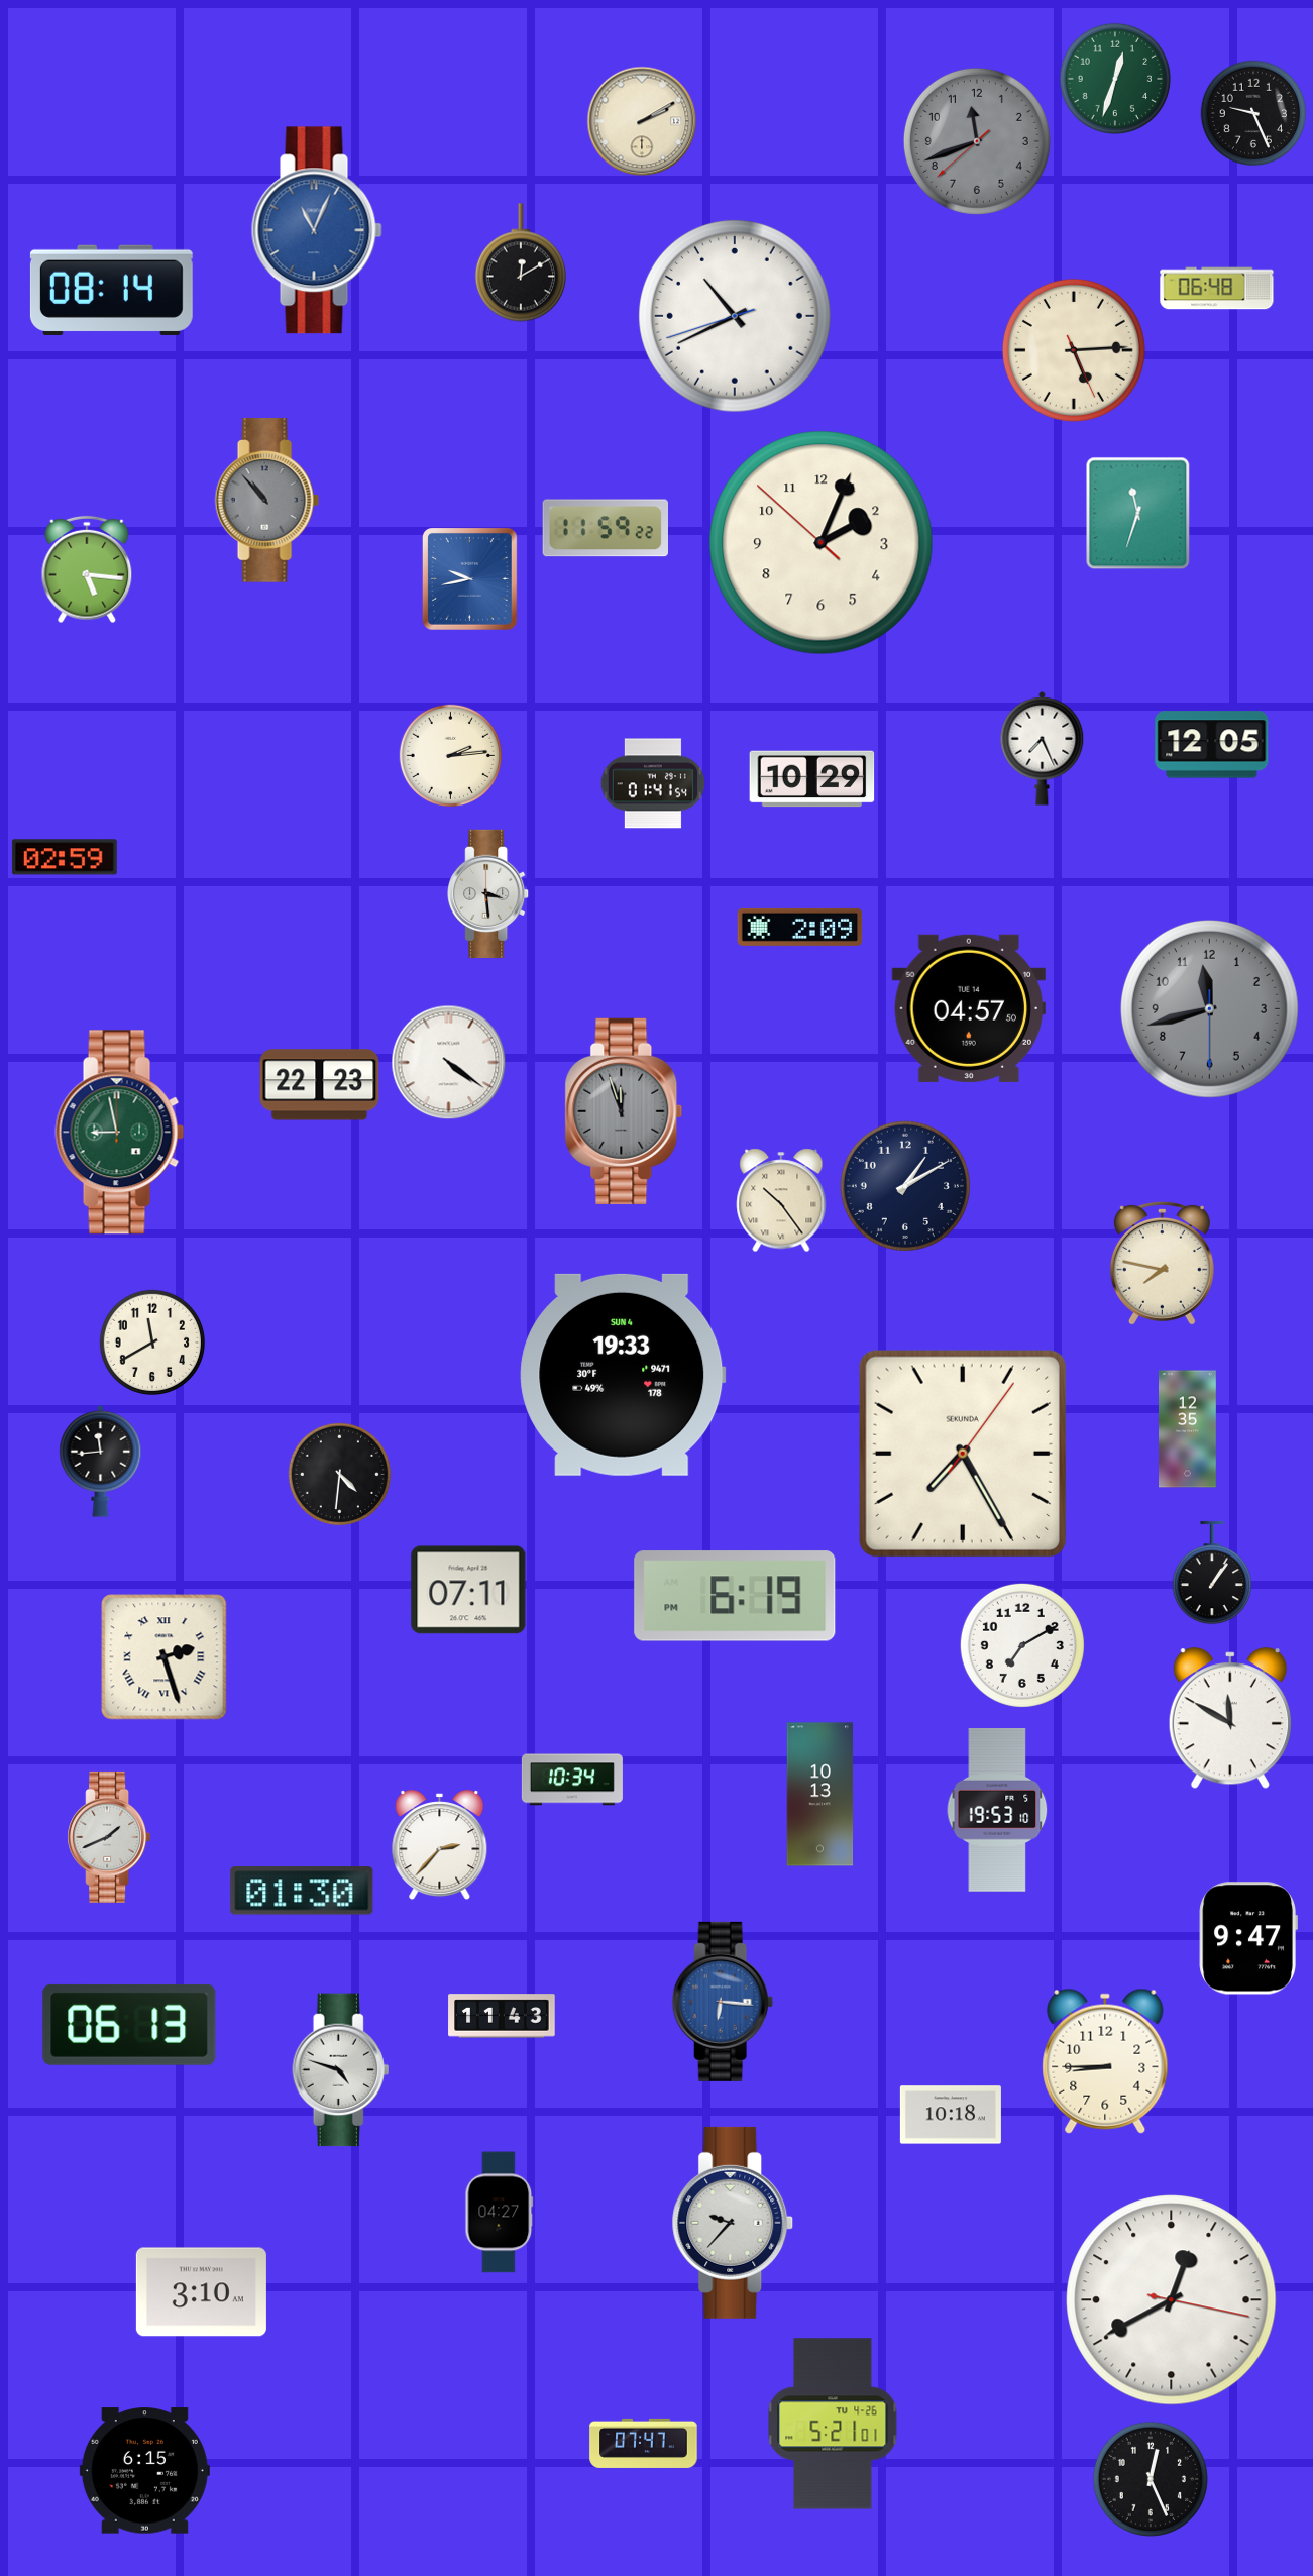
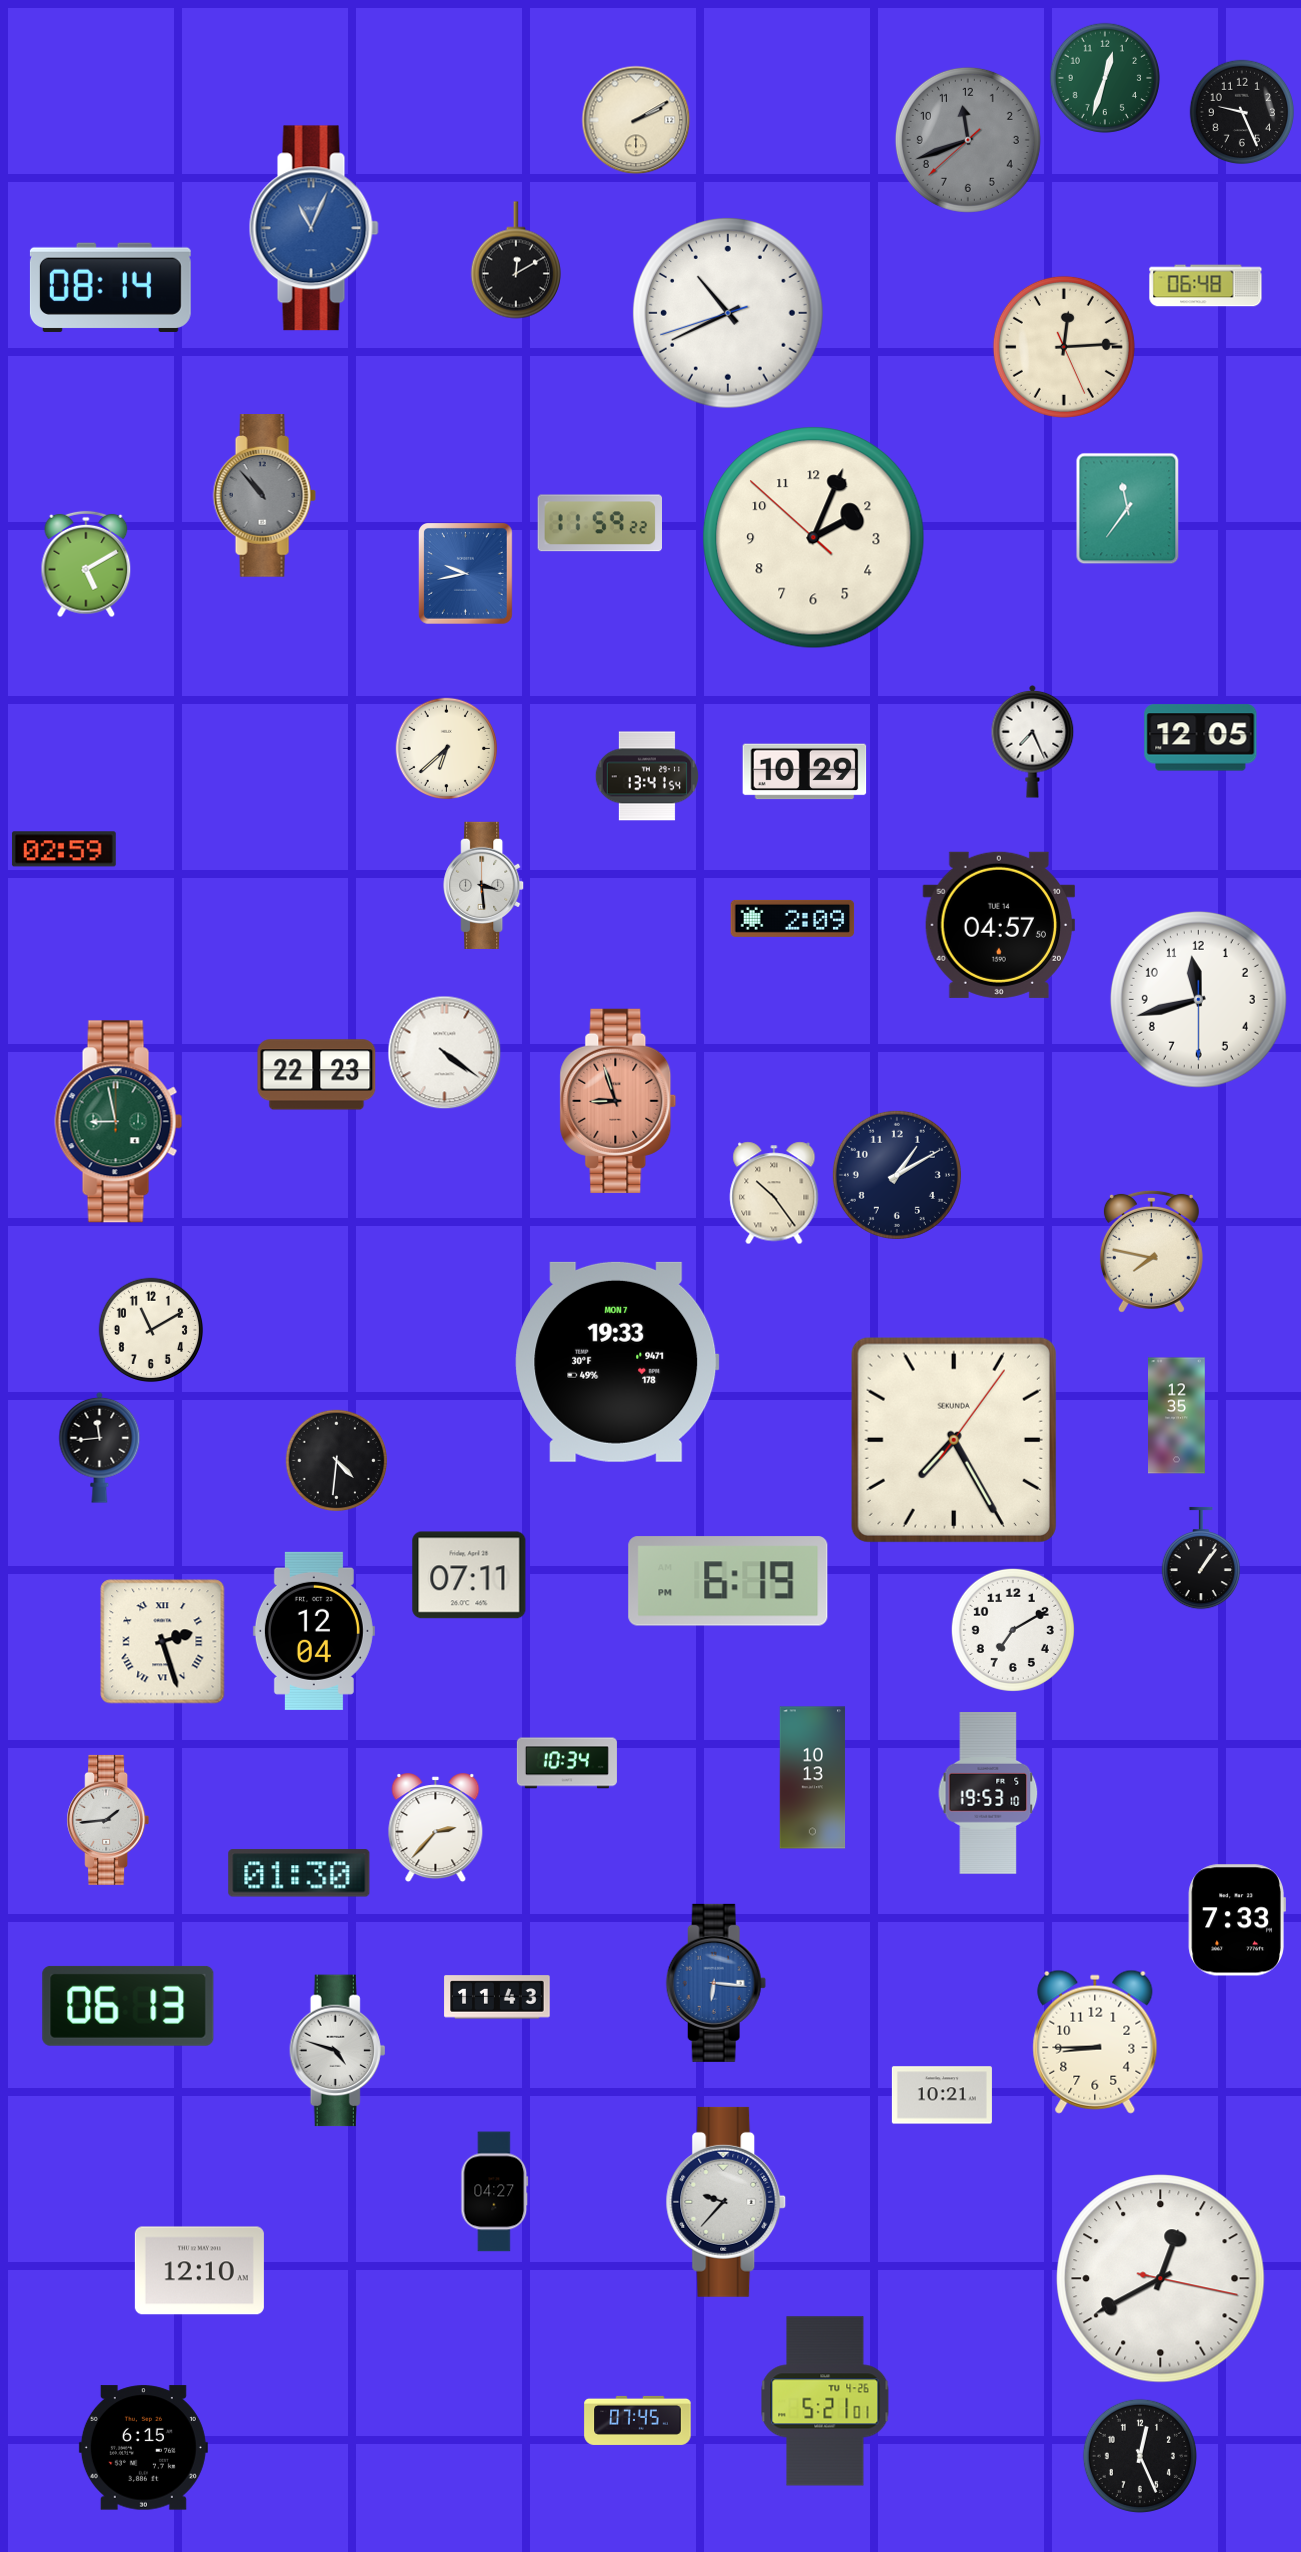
clock at (1074, 350): 5:14 -> 12:14
clock at (1138, 514): 11:33 -> 11:36
clock at (87, 569): 5:16 -> 5:10
clock at (451, 756): 2:14 -> 6:38
clock at (653, 783): 01:41 -> 13:41
clock at (968, 1008) position: (968, 1008) -> (998, 925)
clock at (1209, 1008) dial: grey -> white
clock at (624, 1111): 11:57 -> 8:57
clock at (624, 1111) dial: grey -> salmon
clock at (781, 1200) position: (781, 1200) -> (774, 1193)
clock at (151, 1341): 11:40 -> 11:10
clock at (623, 1375) date: SUN 4 -> MON 7
clock at (468, 1590) position: (468, 1590) -> (469, 1575)
clock at (314, 1631): none -> 12:04
clock at (1230, 1719): 11:50 -> none
clock at (109, 1837): 1:41 -> 1:44
clock at (1248, 1938): 9:47 -> 7:33
clock at (951, 2115): 10:18 -> 10:21
clock at (201, 2292): 3:10 -> 12:10
clock at (644, 2443): 07:47 -> 07:45
